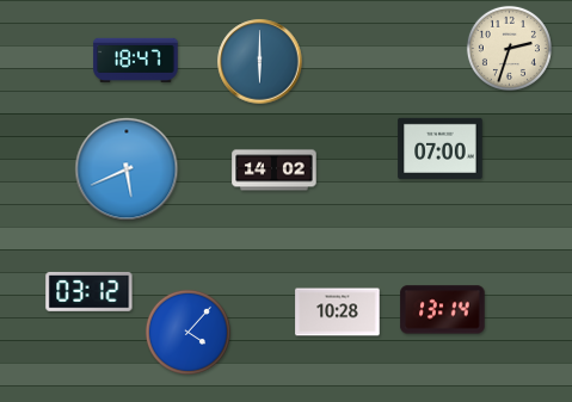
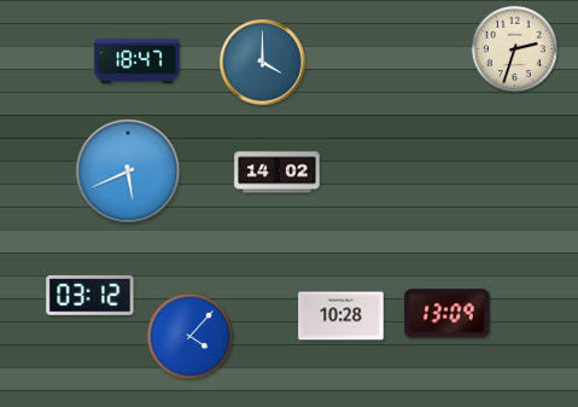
clock at (260, 62): 6:00 -> 4:00
clock at (441, 148): 07:00 -> none
clock at (443, 310): 13:14 -> 13:09
